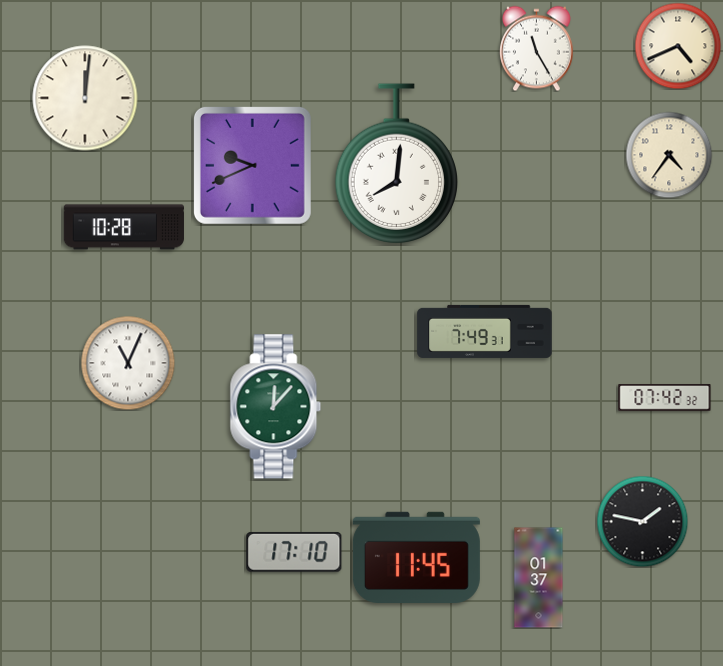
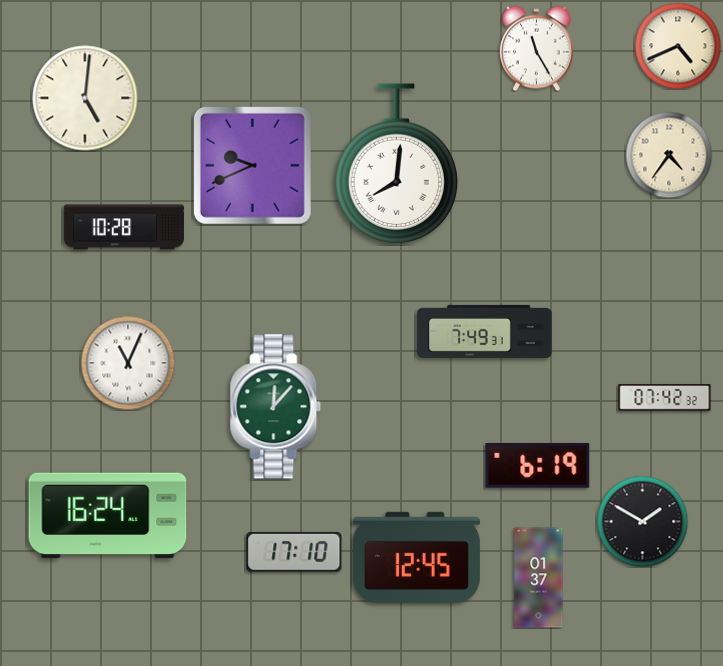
clock at (85, 98): 12:01 -> 5:01
clock at (538, 465): none -> 6:19
clock at (108, 516): none -> 16:24
clock at (642, 521): 1:47 -> 1:50
clock at (416, 557): 11:45 -> 12:45
